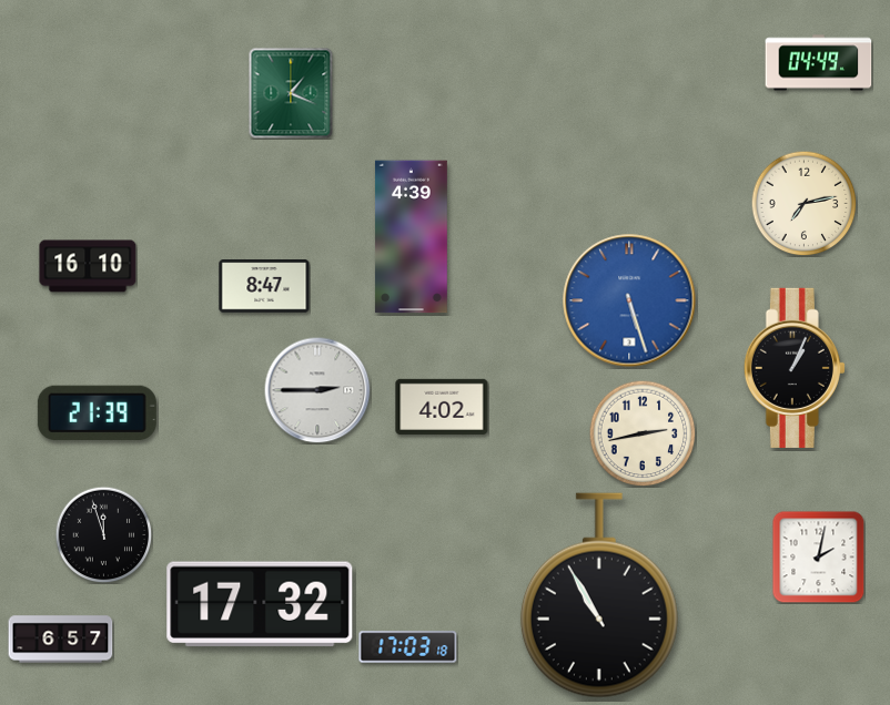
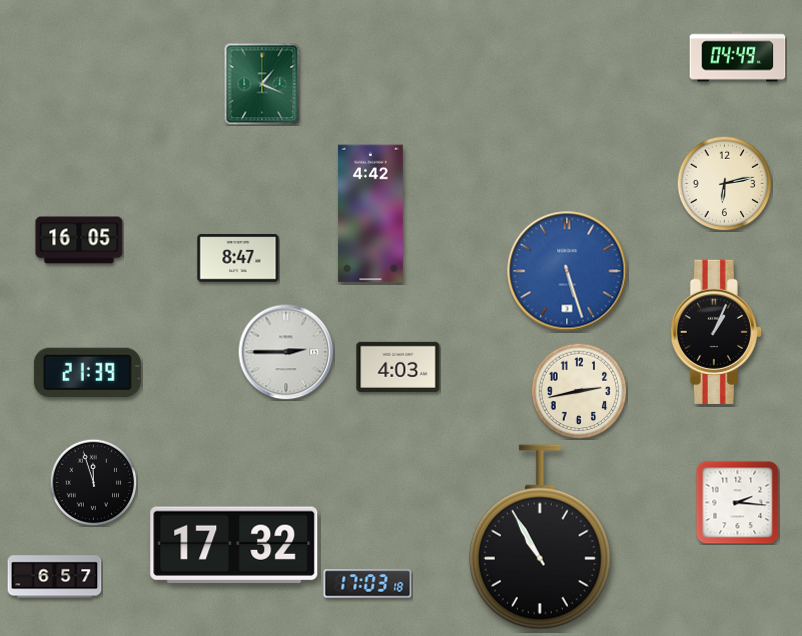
clock at (803, 203): 7:13 -> 6:13
clock at (411, 237): 4:39 -> 4:42
clock at (88, 266): 16:10 -> 16:05
clock at (442, 407): 4:02 -> 4:03
clock at (818, 556): 2:02 -> 2:16
